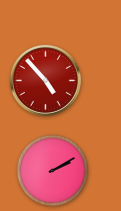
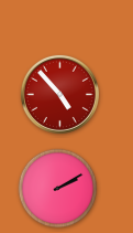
clock at (45, 80) position: (45, 80) -> (59, 94)
